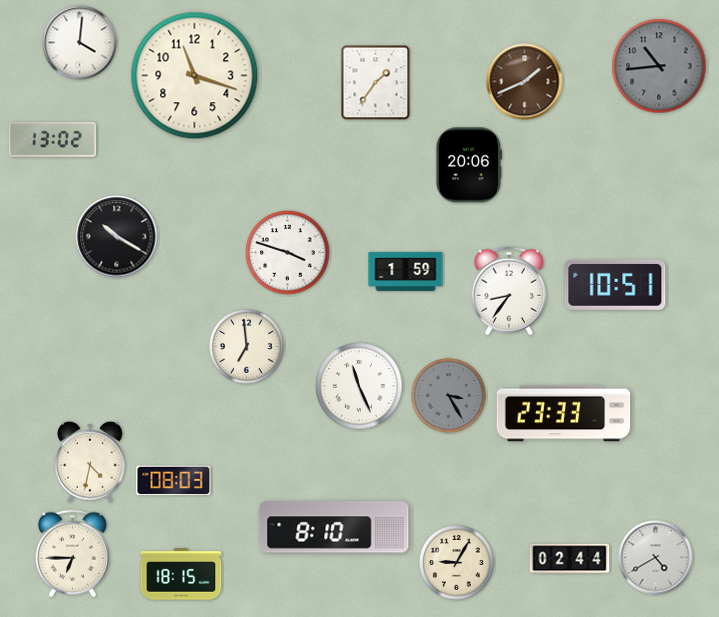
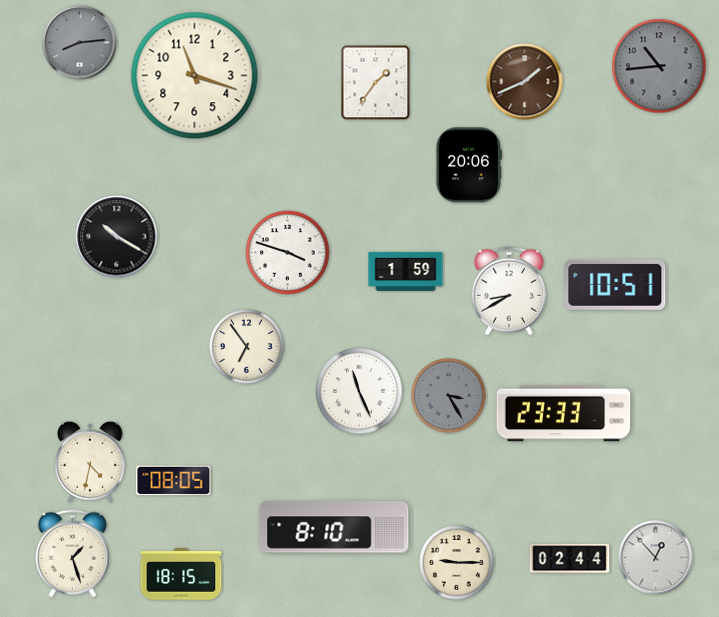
clock at (80, 43): 4:01 -> 8:14
clock at (80, 43) dial: white -> grey
clock at (52, 140): 13:02 -> none
clock at (509, 291): 8:36 -> 8:40
clock at (247, 347): 6:59 -> 6:54
clock at (359, 386) position: (359, 386) -> (359, 391)
clock at (174, 481): 08:03 -> 08:05
clock at (72, 554): 6:45 -> 1:27
clock at (656, 558): 4:40 -> 12:53
clock at (457, 563): 9:05 -> 9:15
